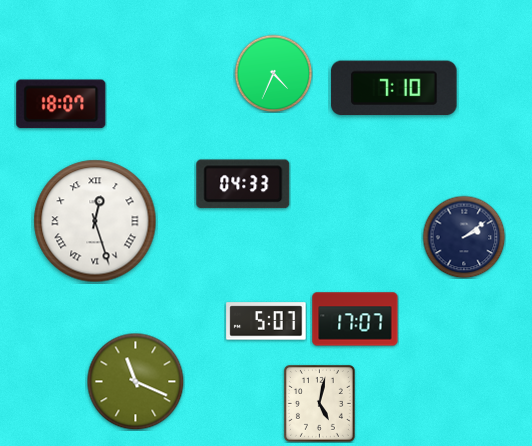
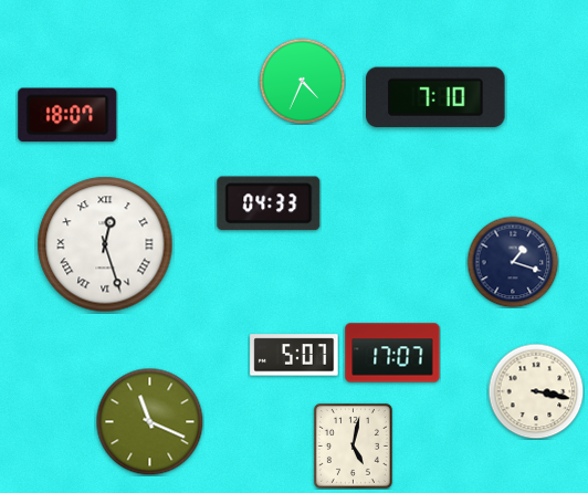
clock at (464, 237): 2:09 -> 1:18
clock at (536, 391): none -> 3:17
